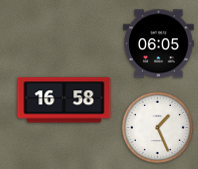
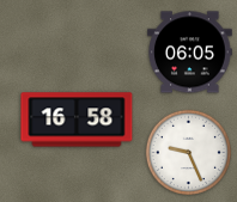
clock at (157, 127): 1:26 -> 9:26
